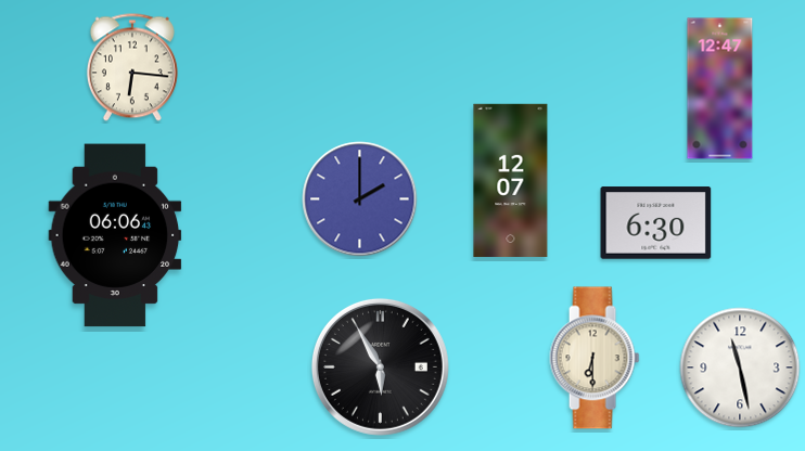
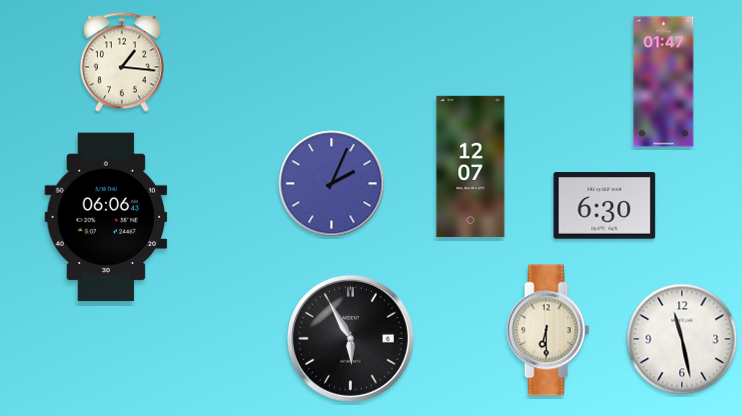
clock at (132, 67): 6:16 -> 1:16
clock at (720, 89): 12:47 -> 01:47
clock at (360, 199): 2:00 -> 2:04
